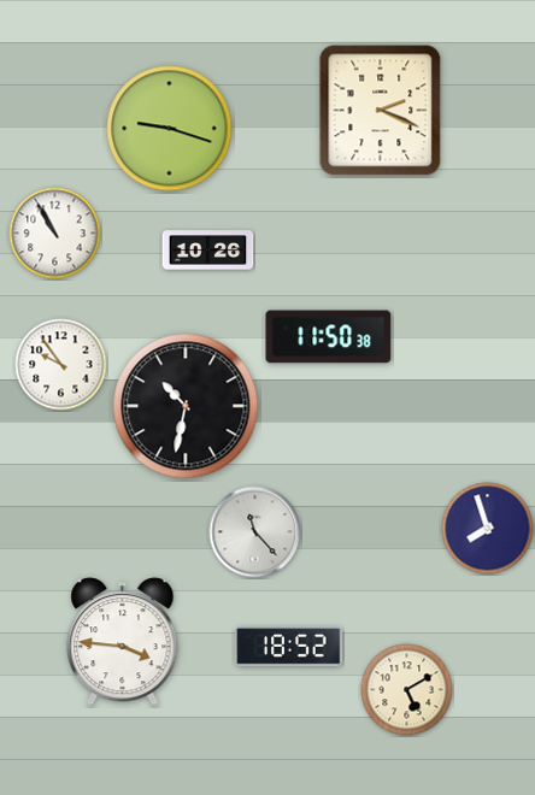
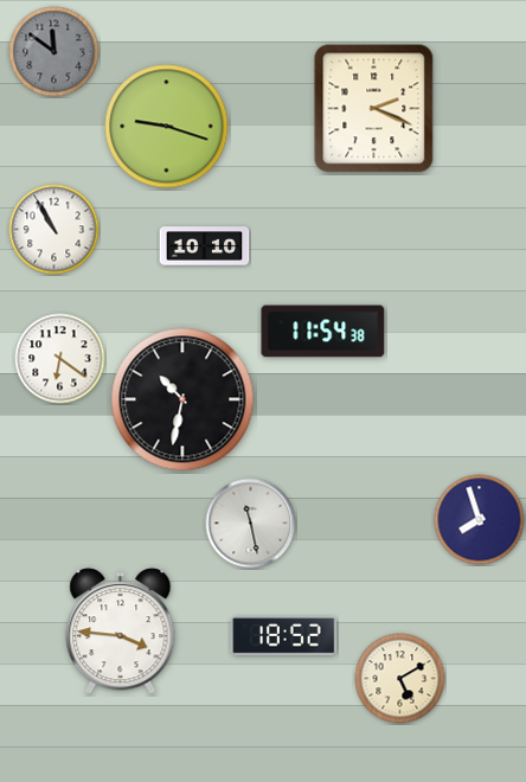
clock at (54, 52): none -> 11:51
clock at (208, 251): 10:26 -> 10:10
clock at (329, 337): 11:50 -> 11:54
clock at (61, 365): 9:54 -> 6:21
clock at (255, 532): 11:23 -> 11:28
